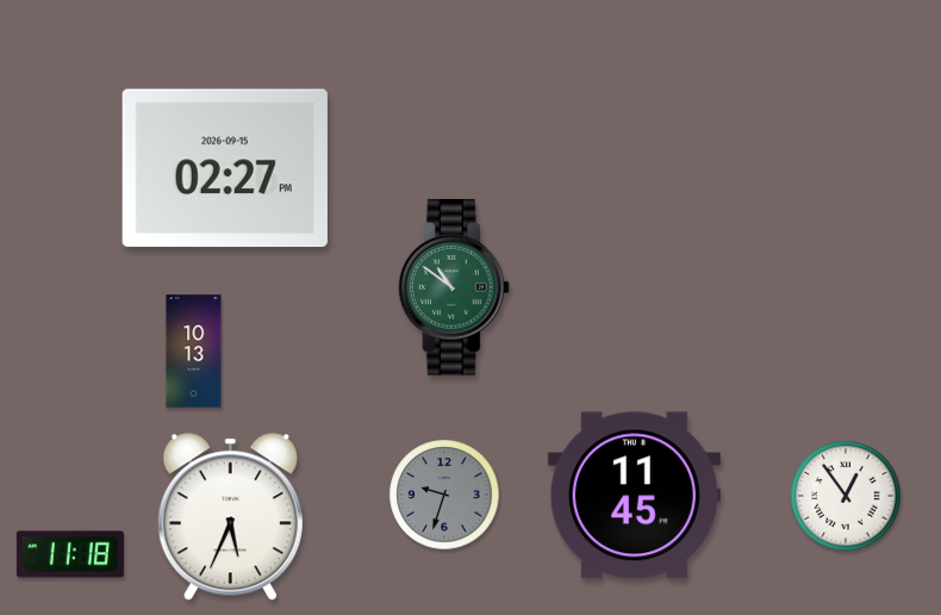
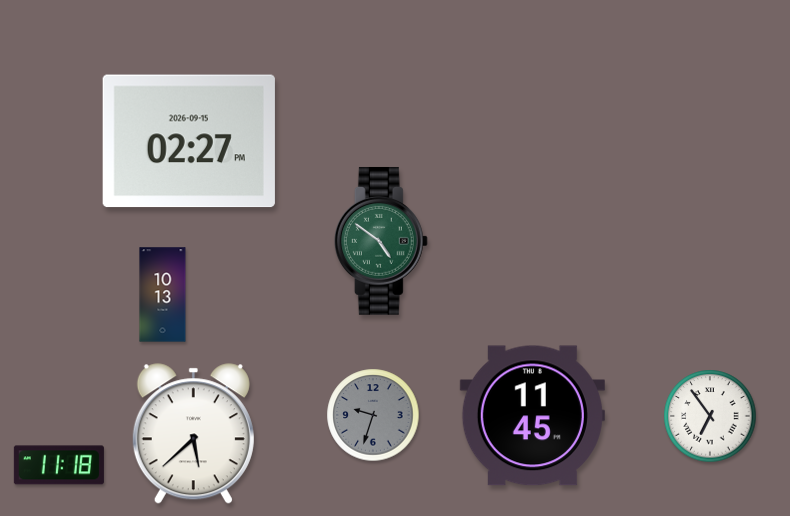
clock at (454, 287): 10:51 -> 4:51
clock at (846, 496): 12:54 -> 6:54
clock at (230, 517): 5:34 -> 5:38
